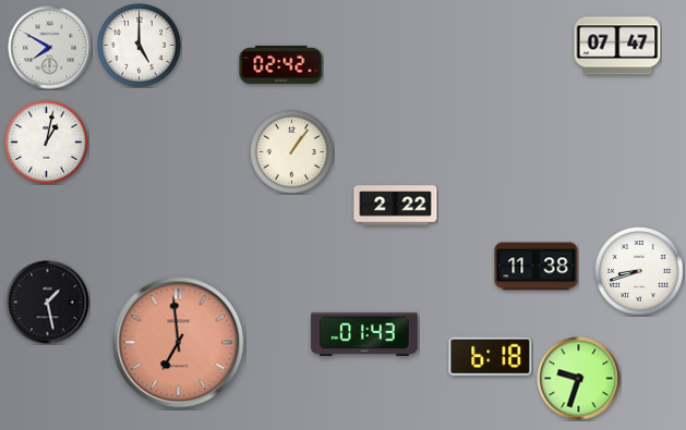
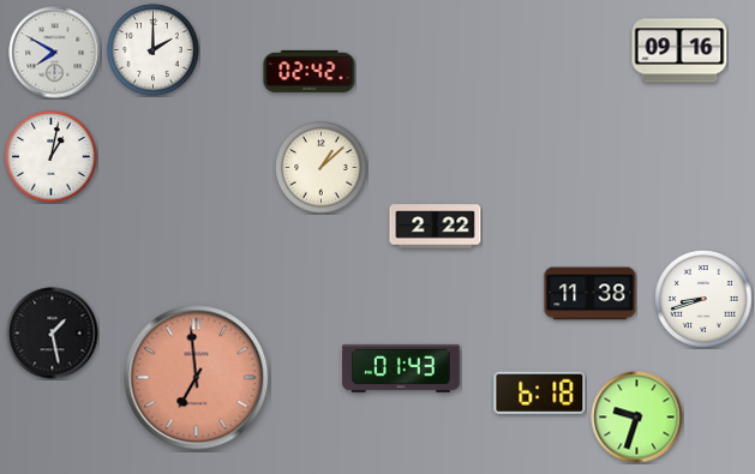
clock at (140, 46): 5:00 -> 2:00
clock at (617, 46): 07:47 -> 09:16
clock at (292, 152): 1:06 -> 1:08
